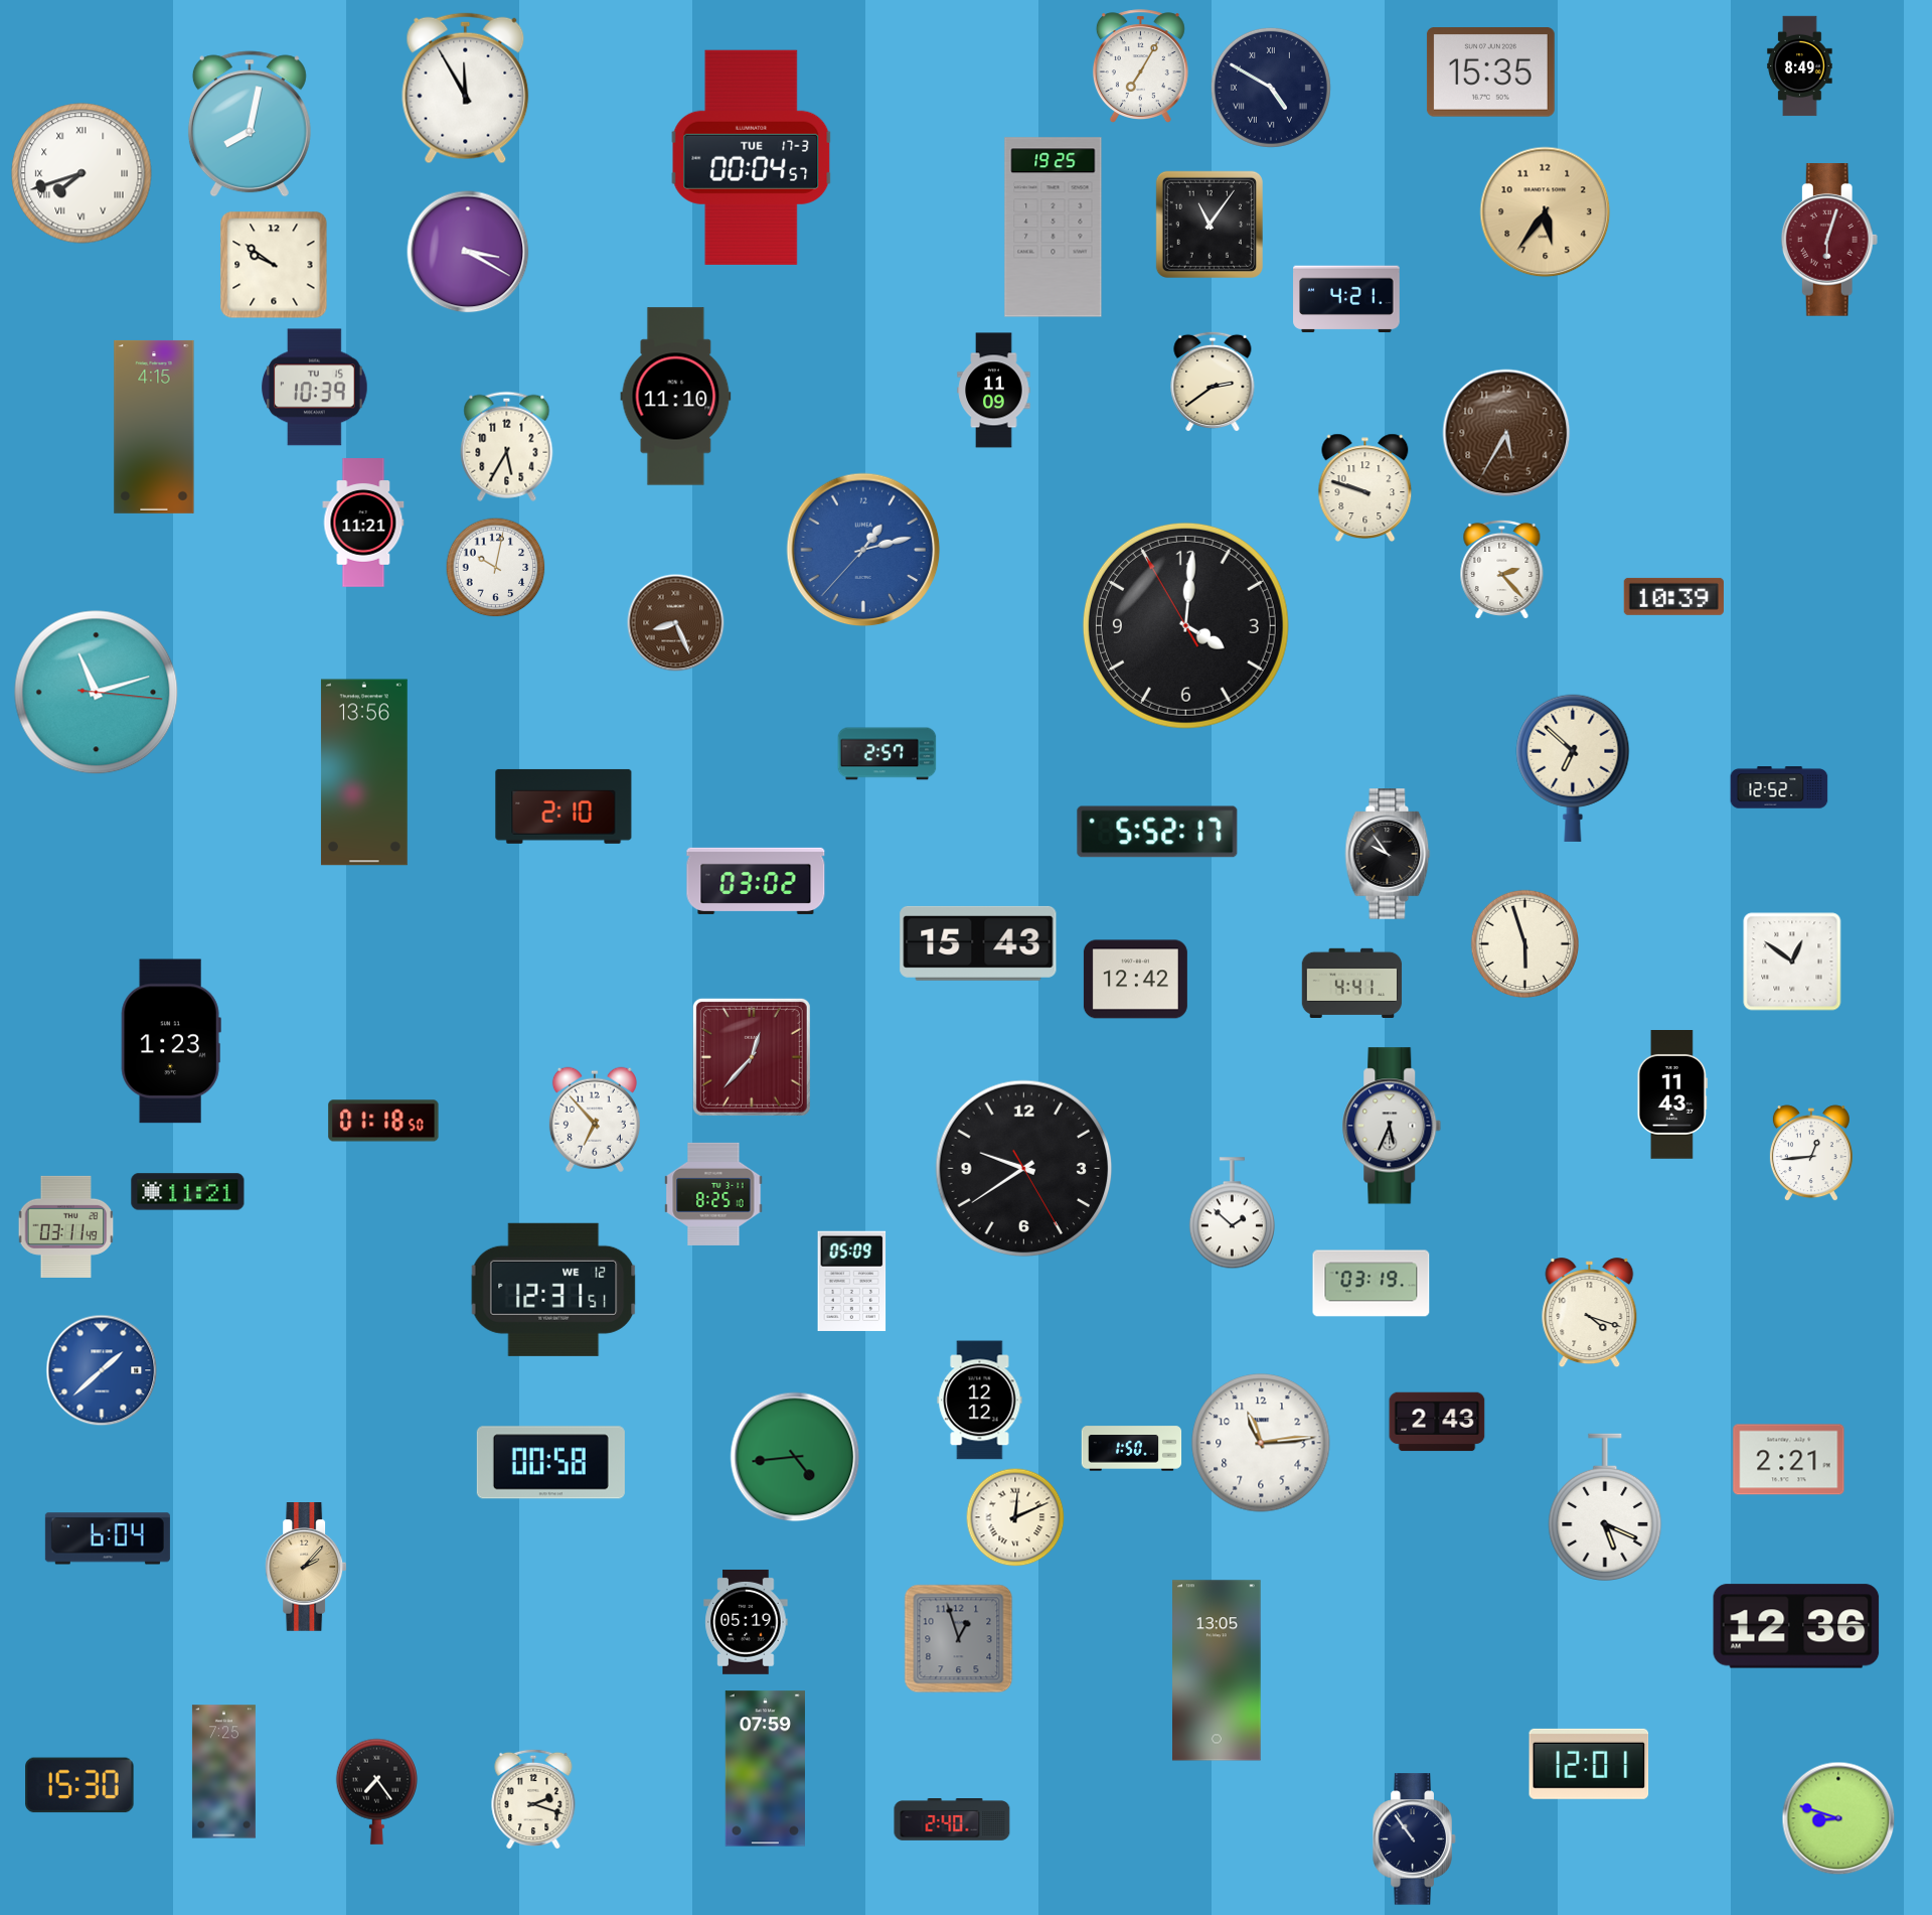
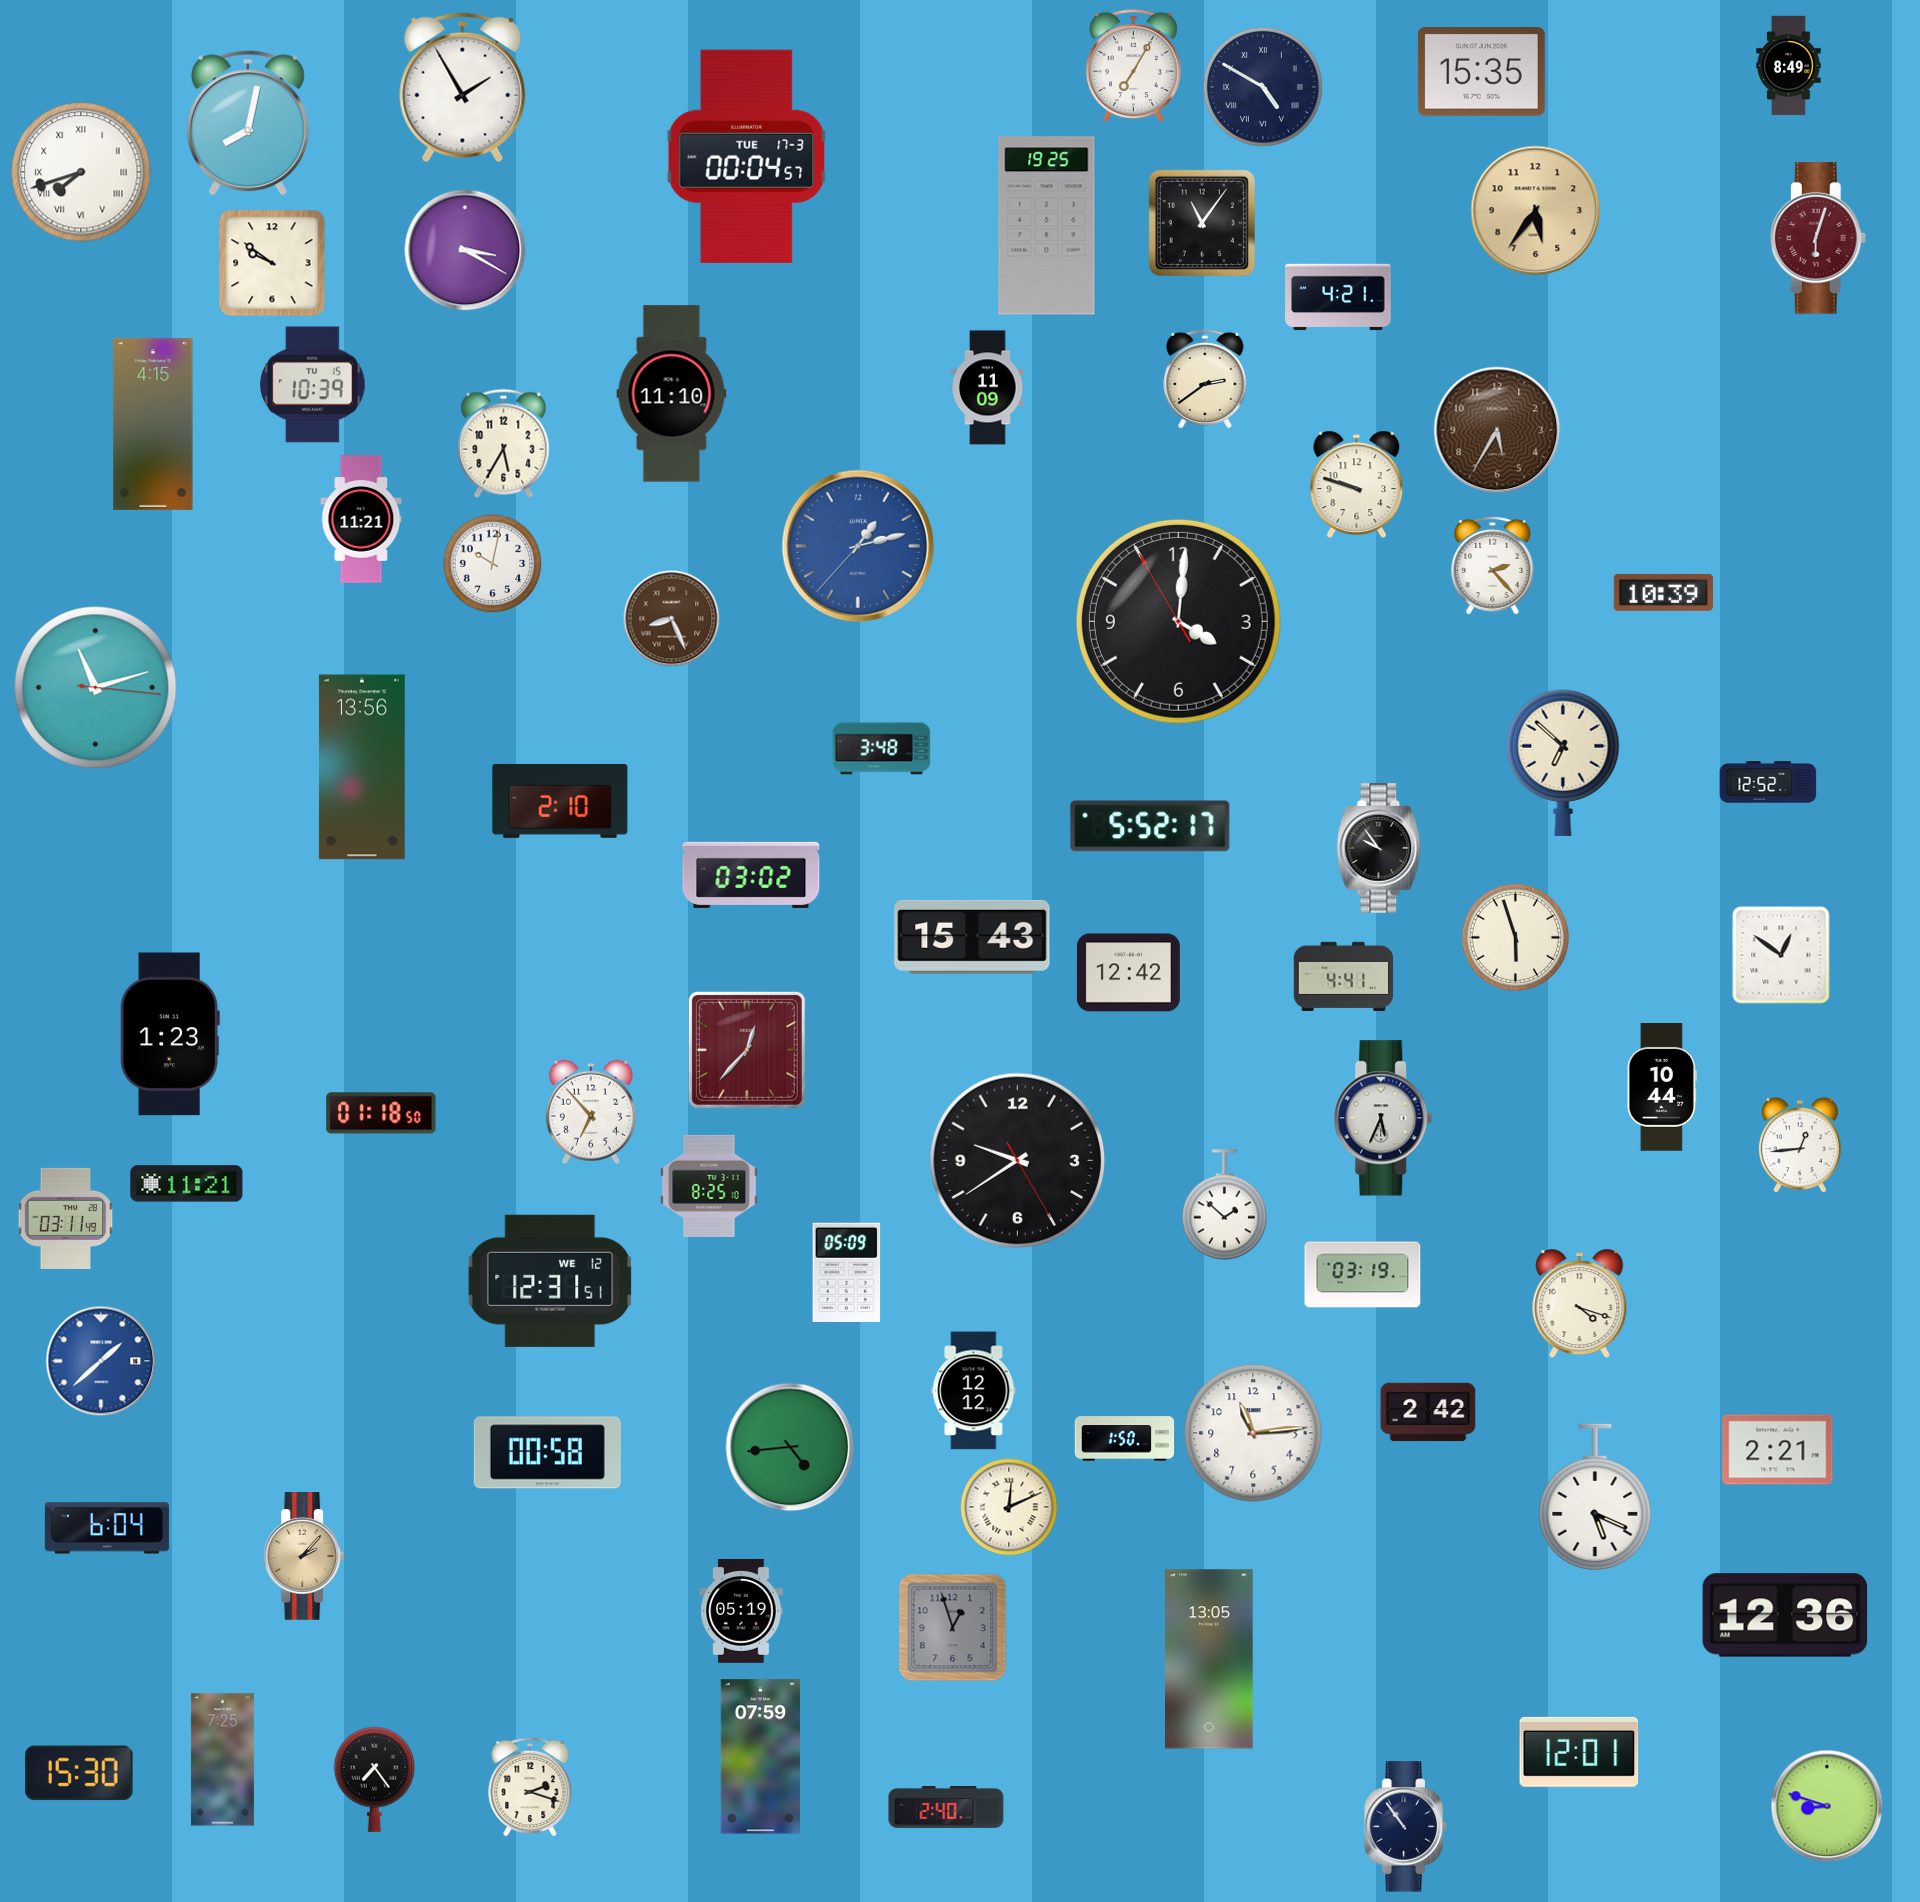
clock at (466, 89): 11:55 -> 1:55
clock at (888, 754): 2:57 -> 3:48
clock at (1672, 1095): 11:43 -> 10:44
clock at (1437, 1422): 2:43 -> 2:42
